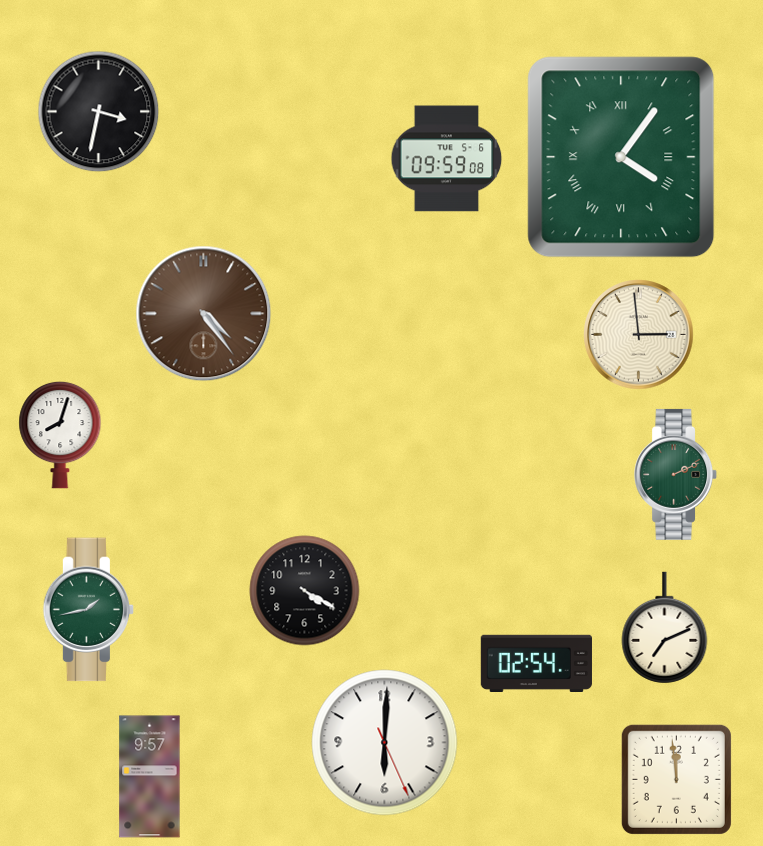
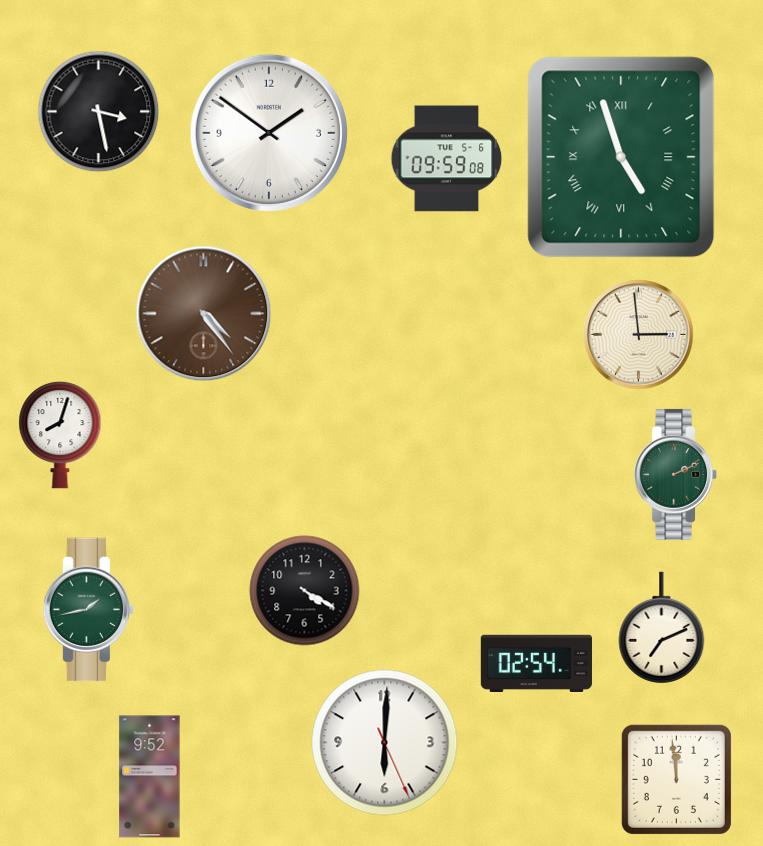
clock at (99, 112): 3:32 -> 3:28
clock at (269, 133): none -> 1:51
clock at (621, 157): 4:06 -> 4:57
clock at (665, 628) position: (665, 628) -> (662, 628)
clock at (150, 777): 9:57 -> 9:52
